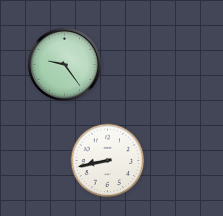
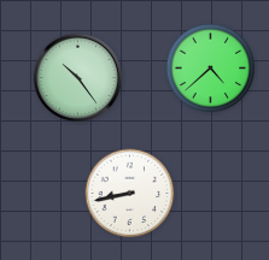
clock at (211, 69): none -> 4:38
clock at (64, 64): 9:24 -> 10:24
